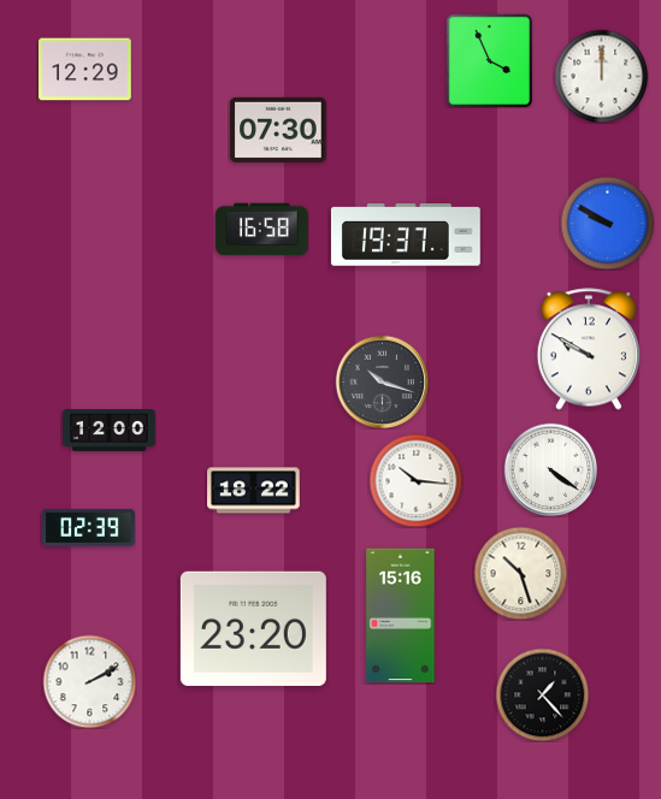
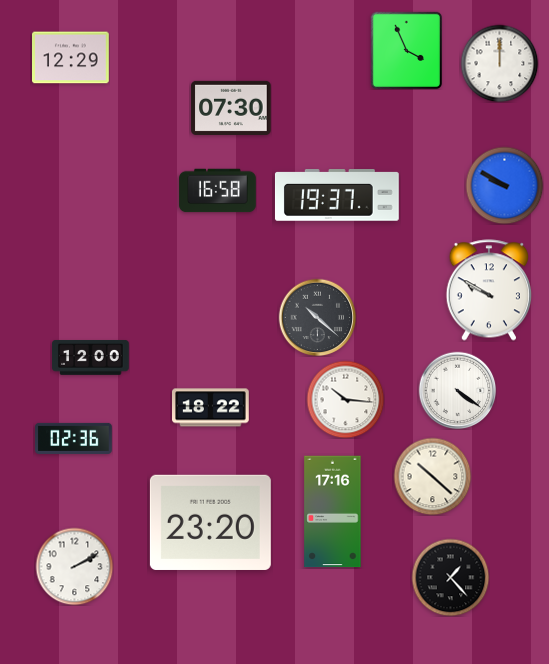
clock at (382, 381): 10:18 -> 10:22
clock at (89, 527): 02:39 -> 02:36
clock at (520, 573): 10:27 -> 10:22
clock at (401, 616): 15:16 -> 17:16
